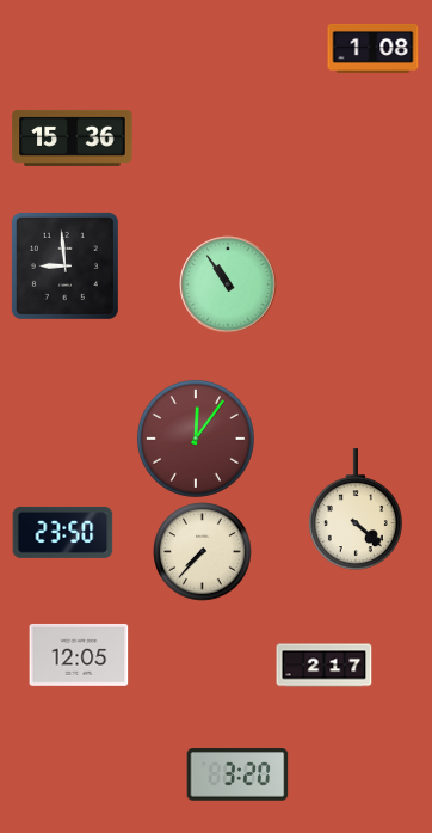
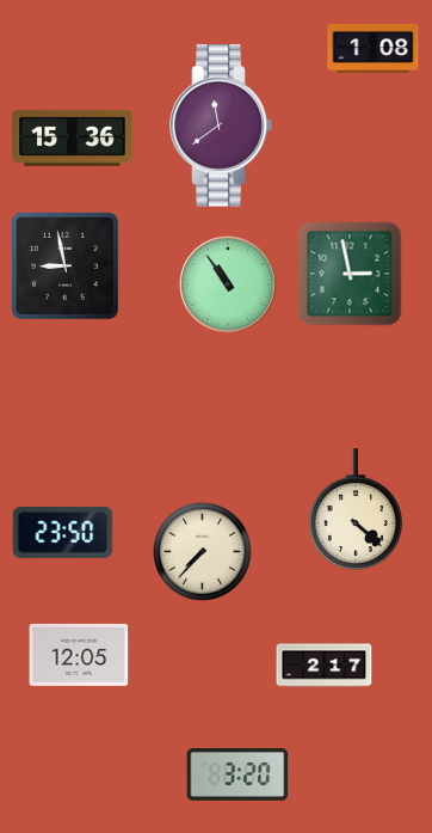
clock at (221, 127): none -> 11:39
clock at (64, 265): 8:59 -> 8:58
clock at (350, 274): none -> 2:58
clock at (196, 439): 12:06 -> none
